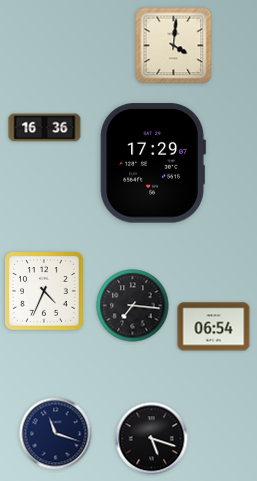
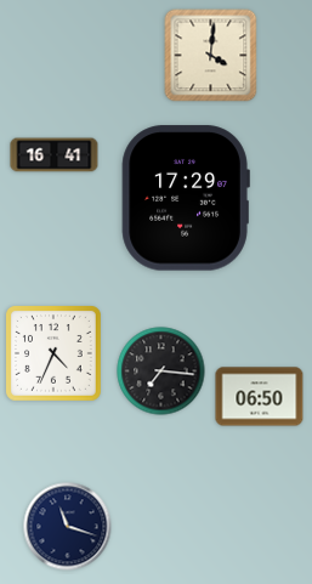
clock at (45, 128): 16:36 -> 16:41
clock at (214, 327): 06:54 -> 06:50
clock at (152, 439): 5:18 -> none
